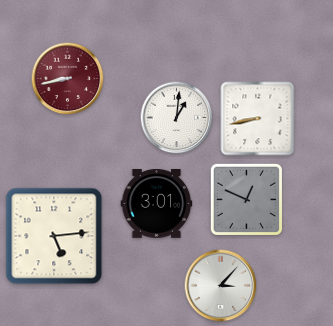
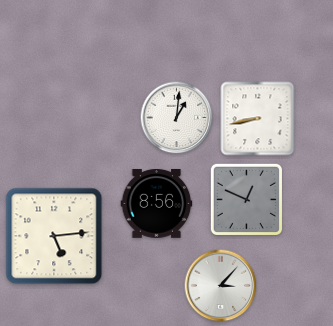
clock at (68, 79): 8:43 -> none
clock at (157, 204): 3:01 -> 8:56
